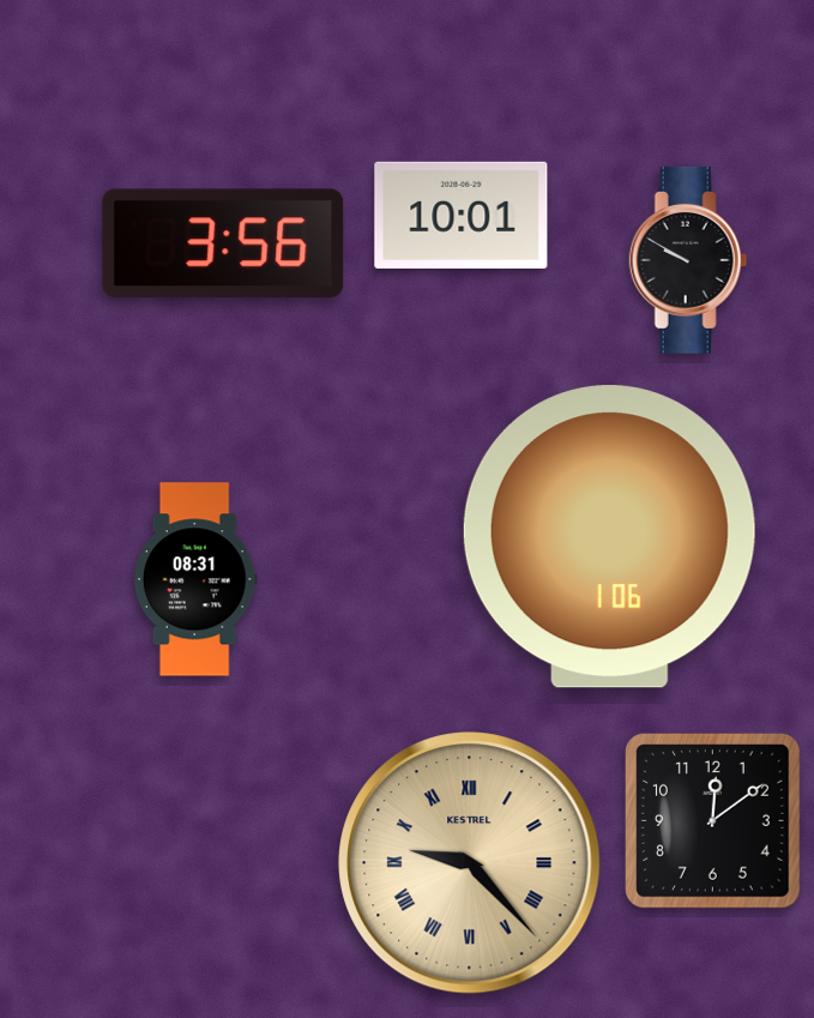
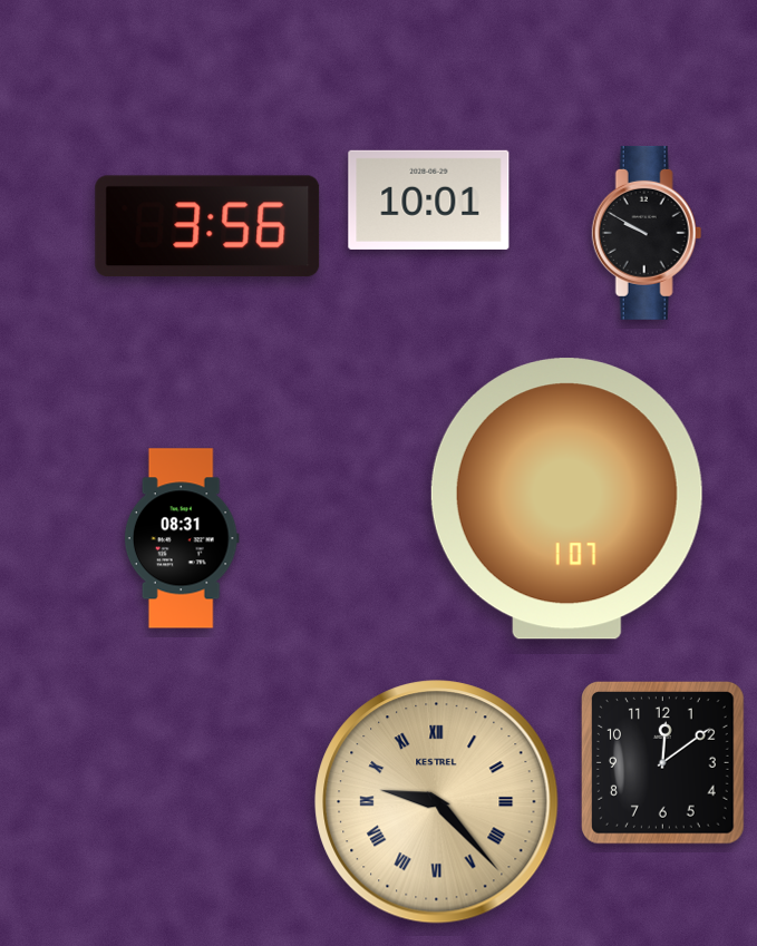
clock at (688, 260) position: (688, 260) -> (647, 233)
clock at (609, 537): 1:06 -> 1:07
